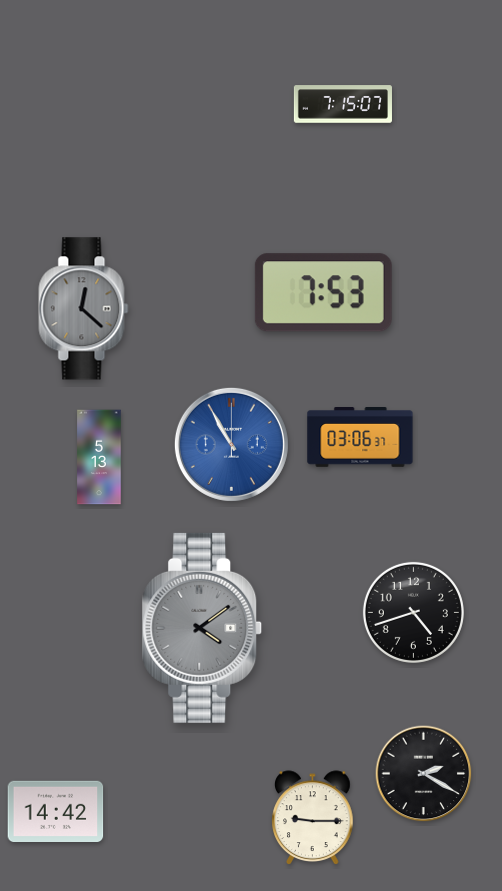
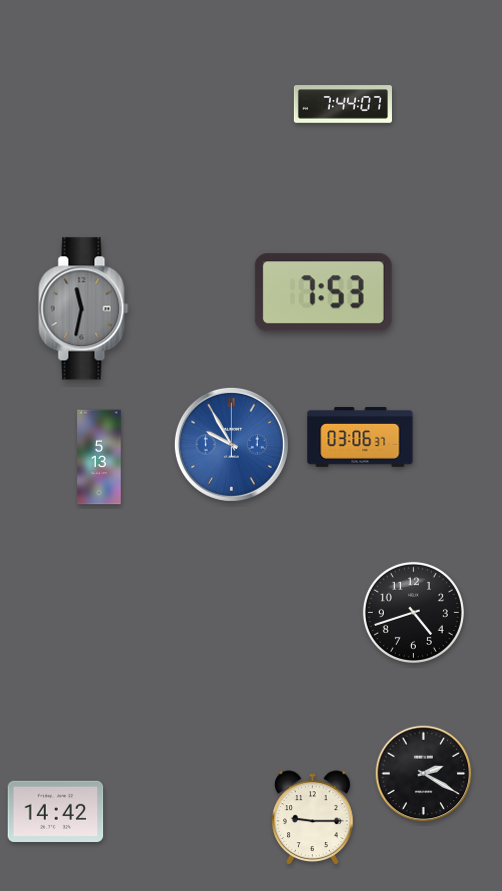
clock at (343, 104): 7:15 -> 7:44
clock at (84, 309): 12:22 -> 11:32
clock at (231, 444): 10:55 -> 9:55
clock at (202, 628): 4:09 -> none
